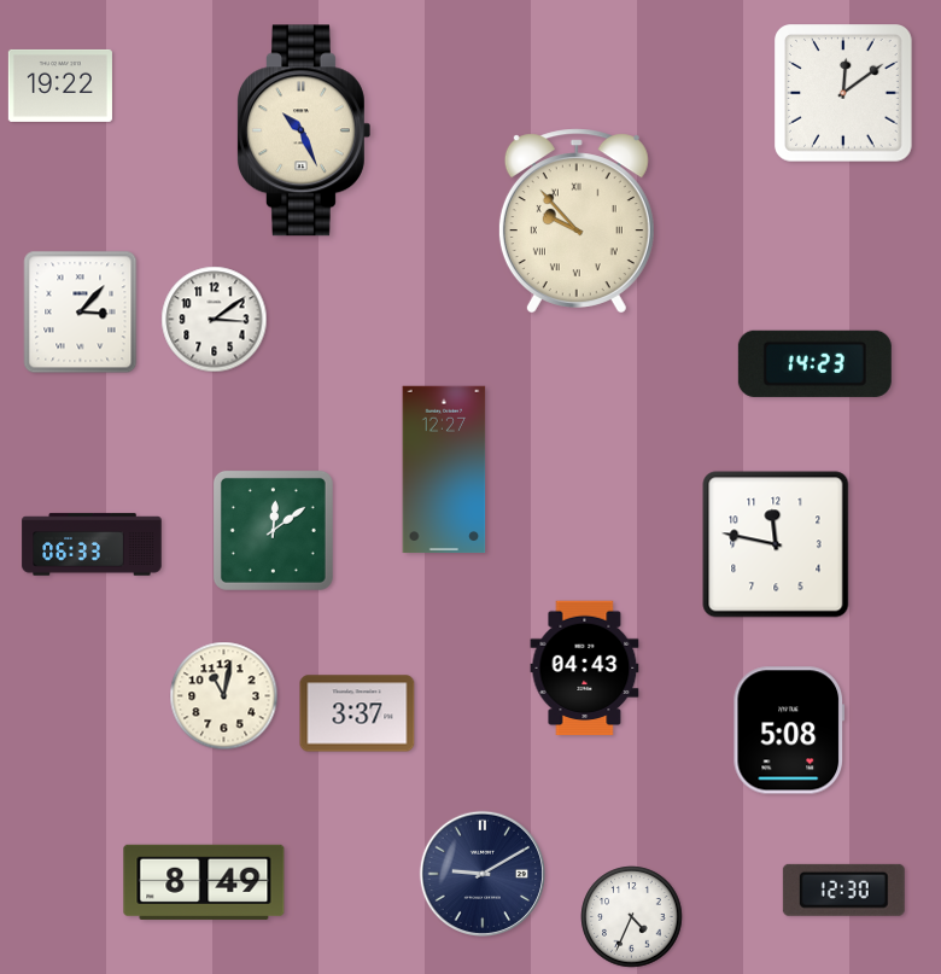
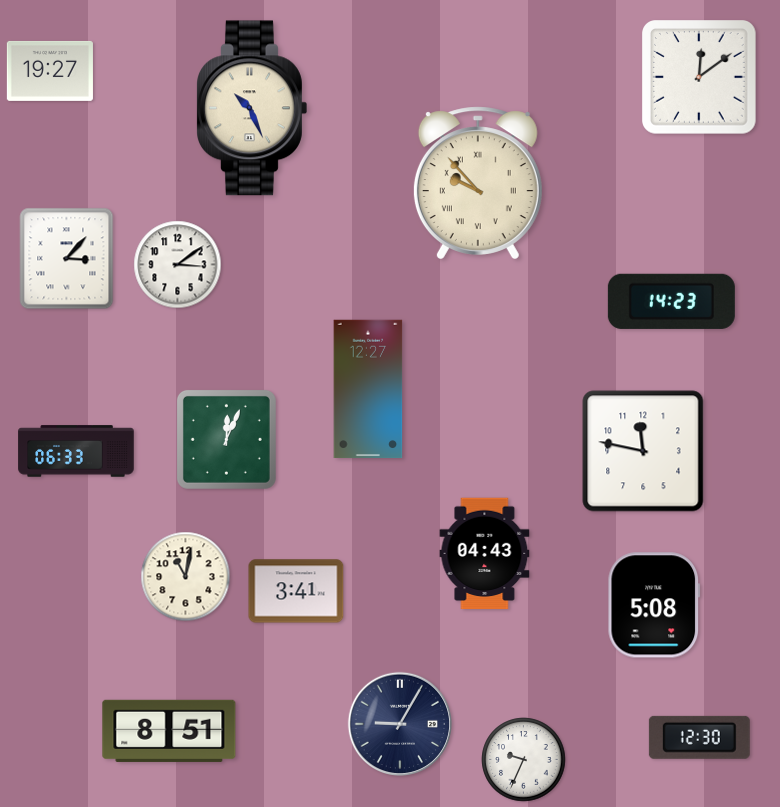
clock at (60, 86): 19:22 -> 19:27
clock at (814, 363) position: (814, 363) -> (671, 301)
clock at (273, 530): 12:09 -> 12:04
clock at (357, 713): 3:37 -> 3:41
clock at (481, 873): 9:10 -> 9:05
clock at (204, 882): 8:49 -> 8:51
clock at (632, 917): 4:34 -> 9:34
